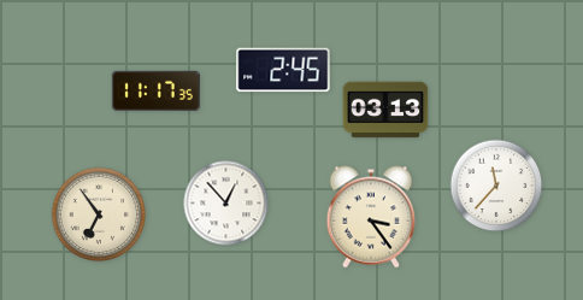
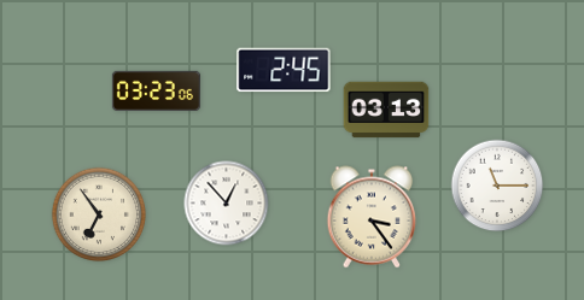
clock at (155, 90): 11:17 -> 03:23
clock at (496, 186): 11:37 -> 11:15
